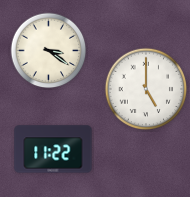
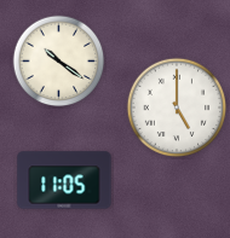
clock at (49, 51): 3:21 -> 10:21
clock at (53, 149): 11:22 -> 11:05
